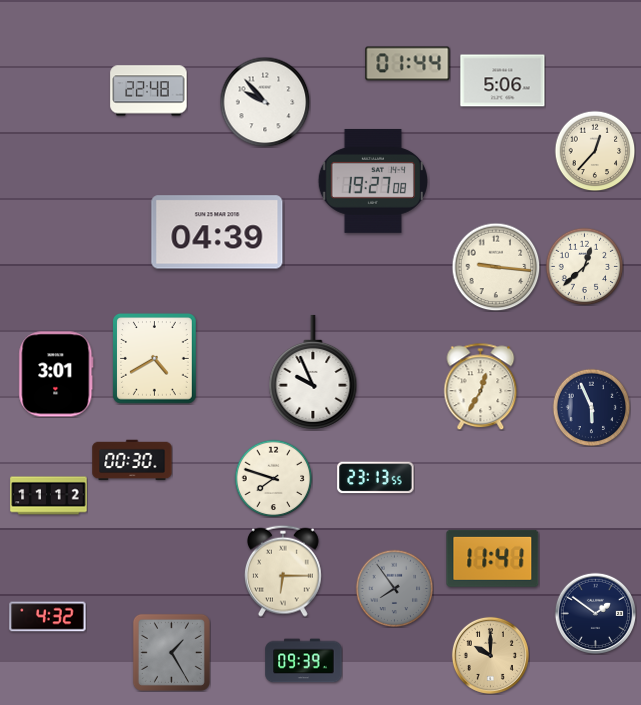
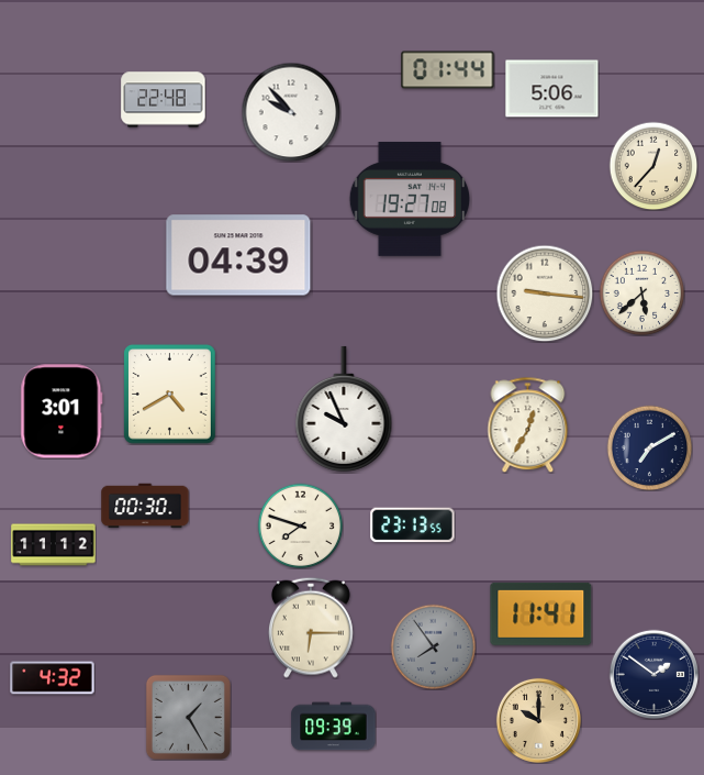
clock at (584, 266): 12:38 -> 5:38
clock at (591, 407): 5:56 -> 7:10
